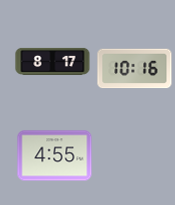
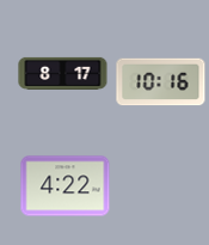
clock at (55, 156): 4:55 -> 4:22
